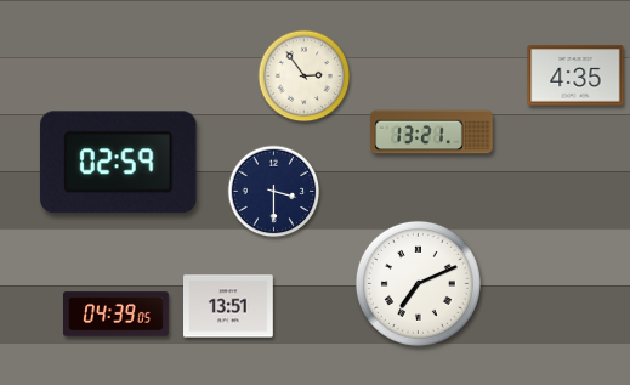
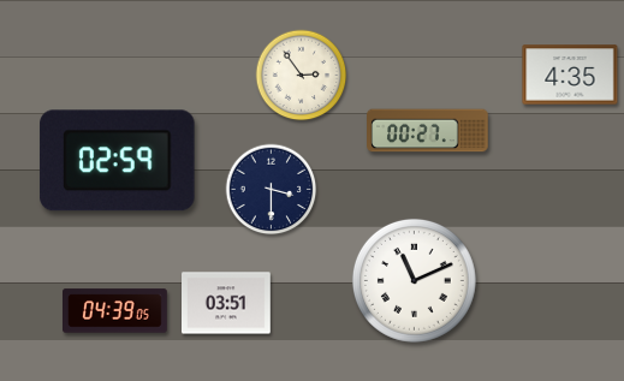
clock at (432, 132): 13:21 -> 00:27
clock at (418, 283): 7:11 -> 11:11
clock at (229, 306): 13:51 -> 03:51
